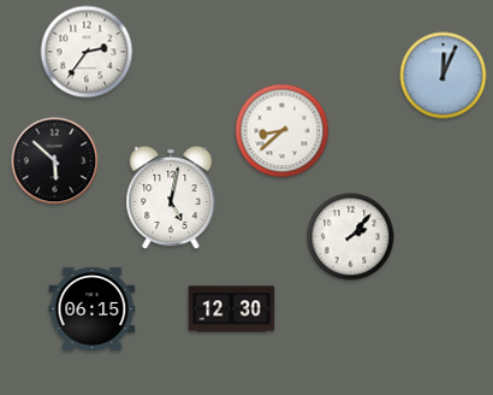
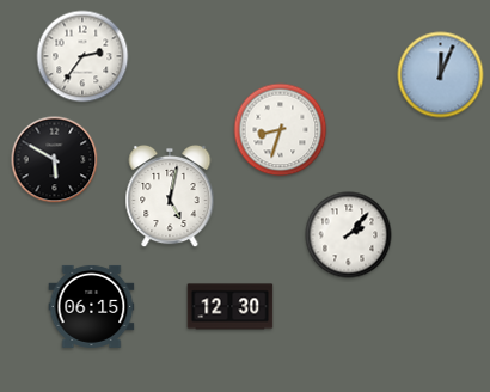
clock at (87, 52) position: (87, 52) -> (82, 56)
clock at (283, 131): 8:38 -> 8:33
clock at (55, 161): 5:52 -> 5:50
